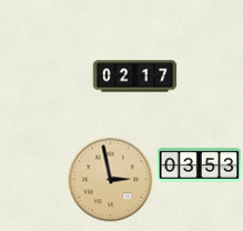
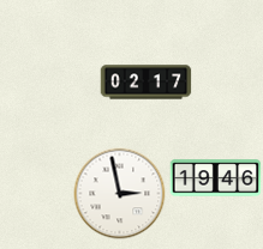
clock at (200, 165): 03:53 -> 19:46
clock at (111, 180) dial: champagne -> white
